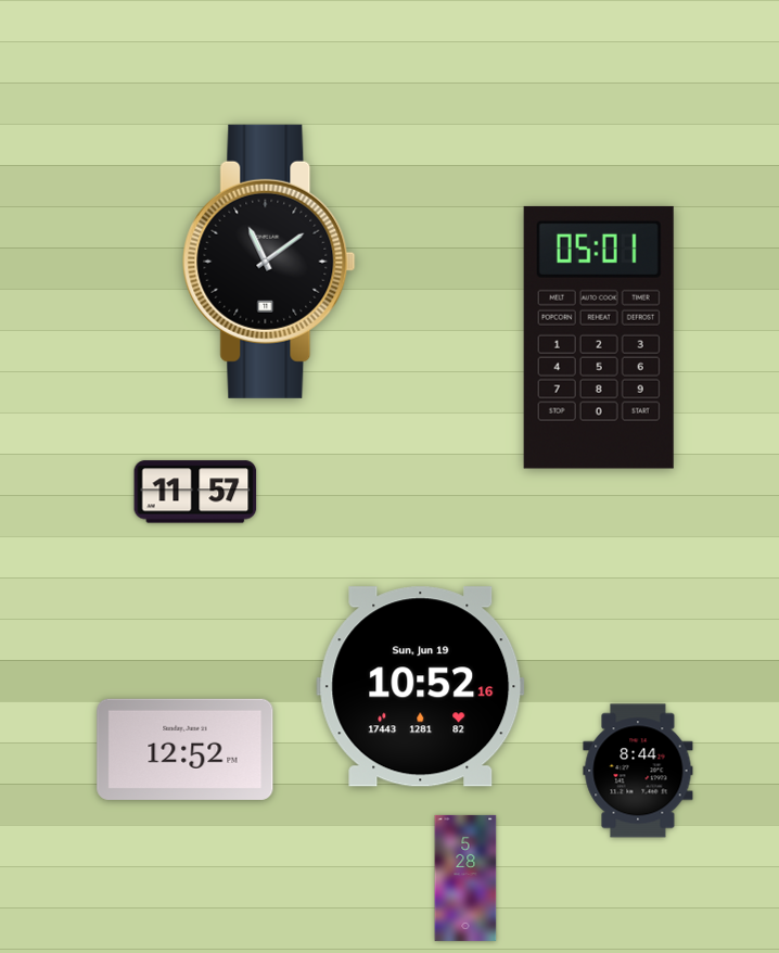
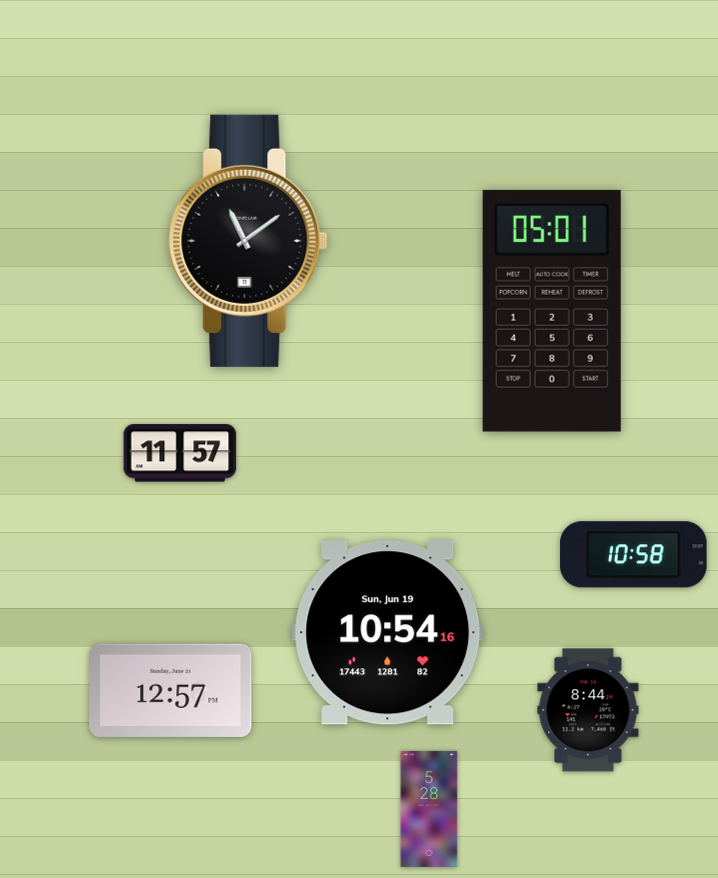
clock at (634, 555): none -> 10:58
clock at (421, 687): 10:52 -> 10:54
clock at (186, 749): 12:52 -> 12:57
